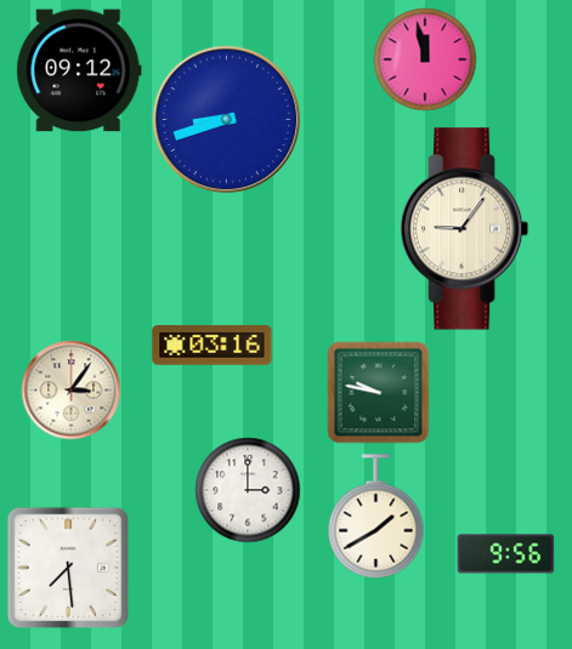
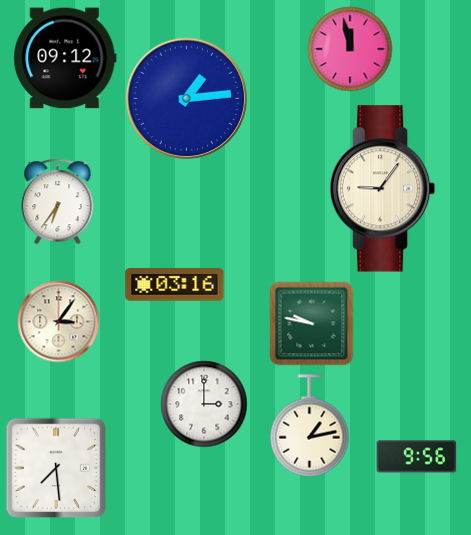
clock at (226, 119): 8:42 -> 1:14
clock at (58, 202): none -> 6:36
clock at (376, 517): 1:40 -> 1:13
